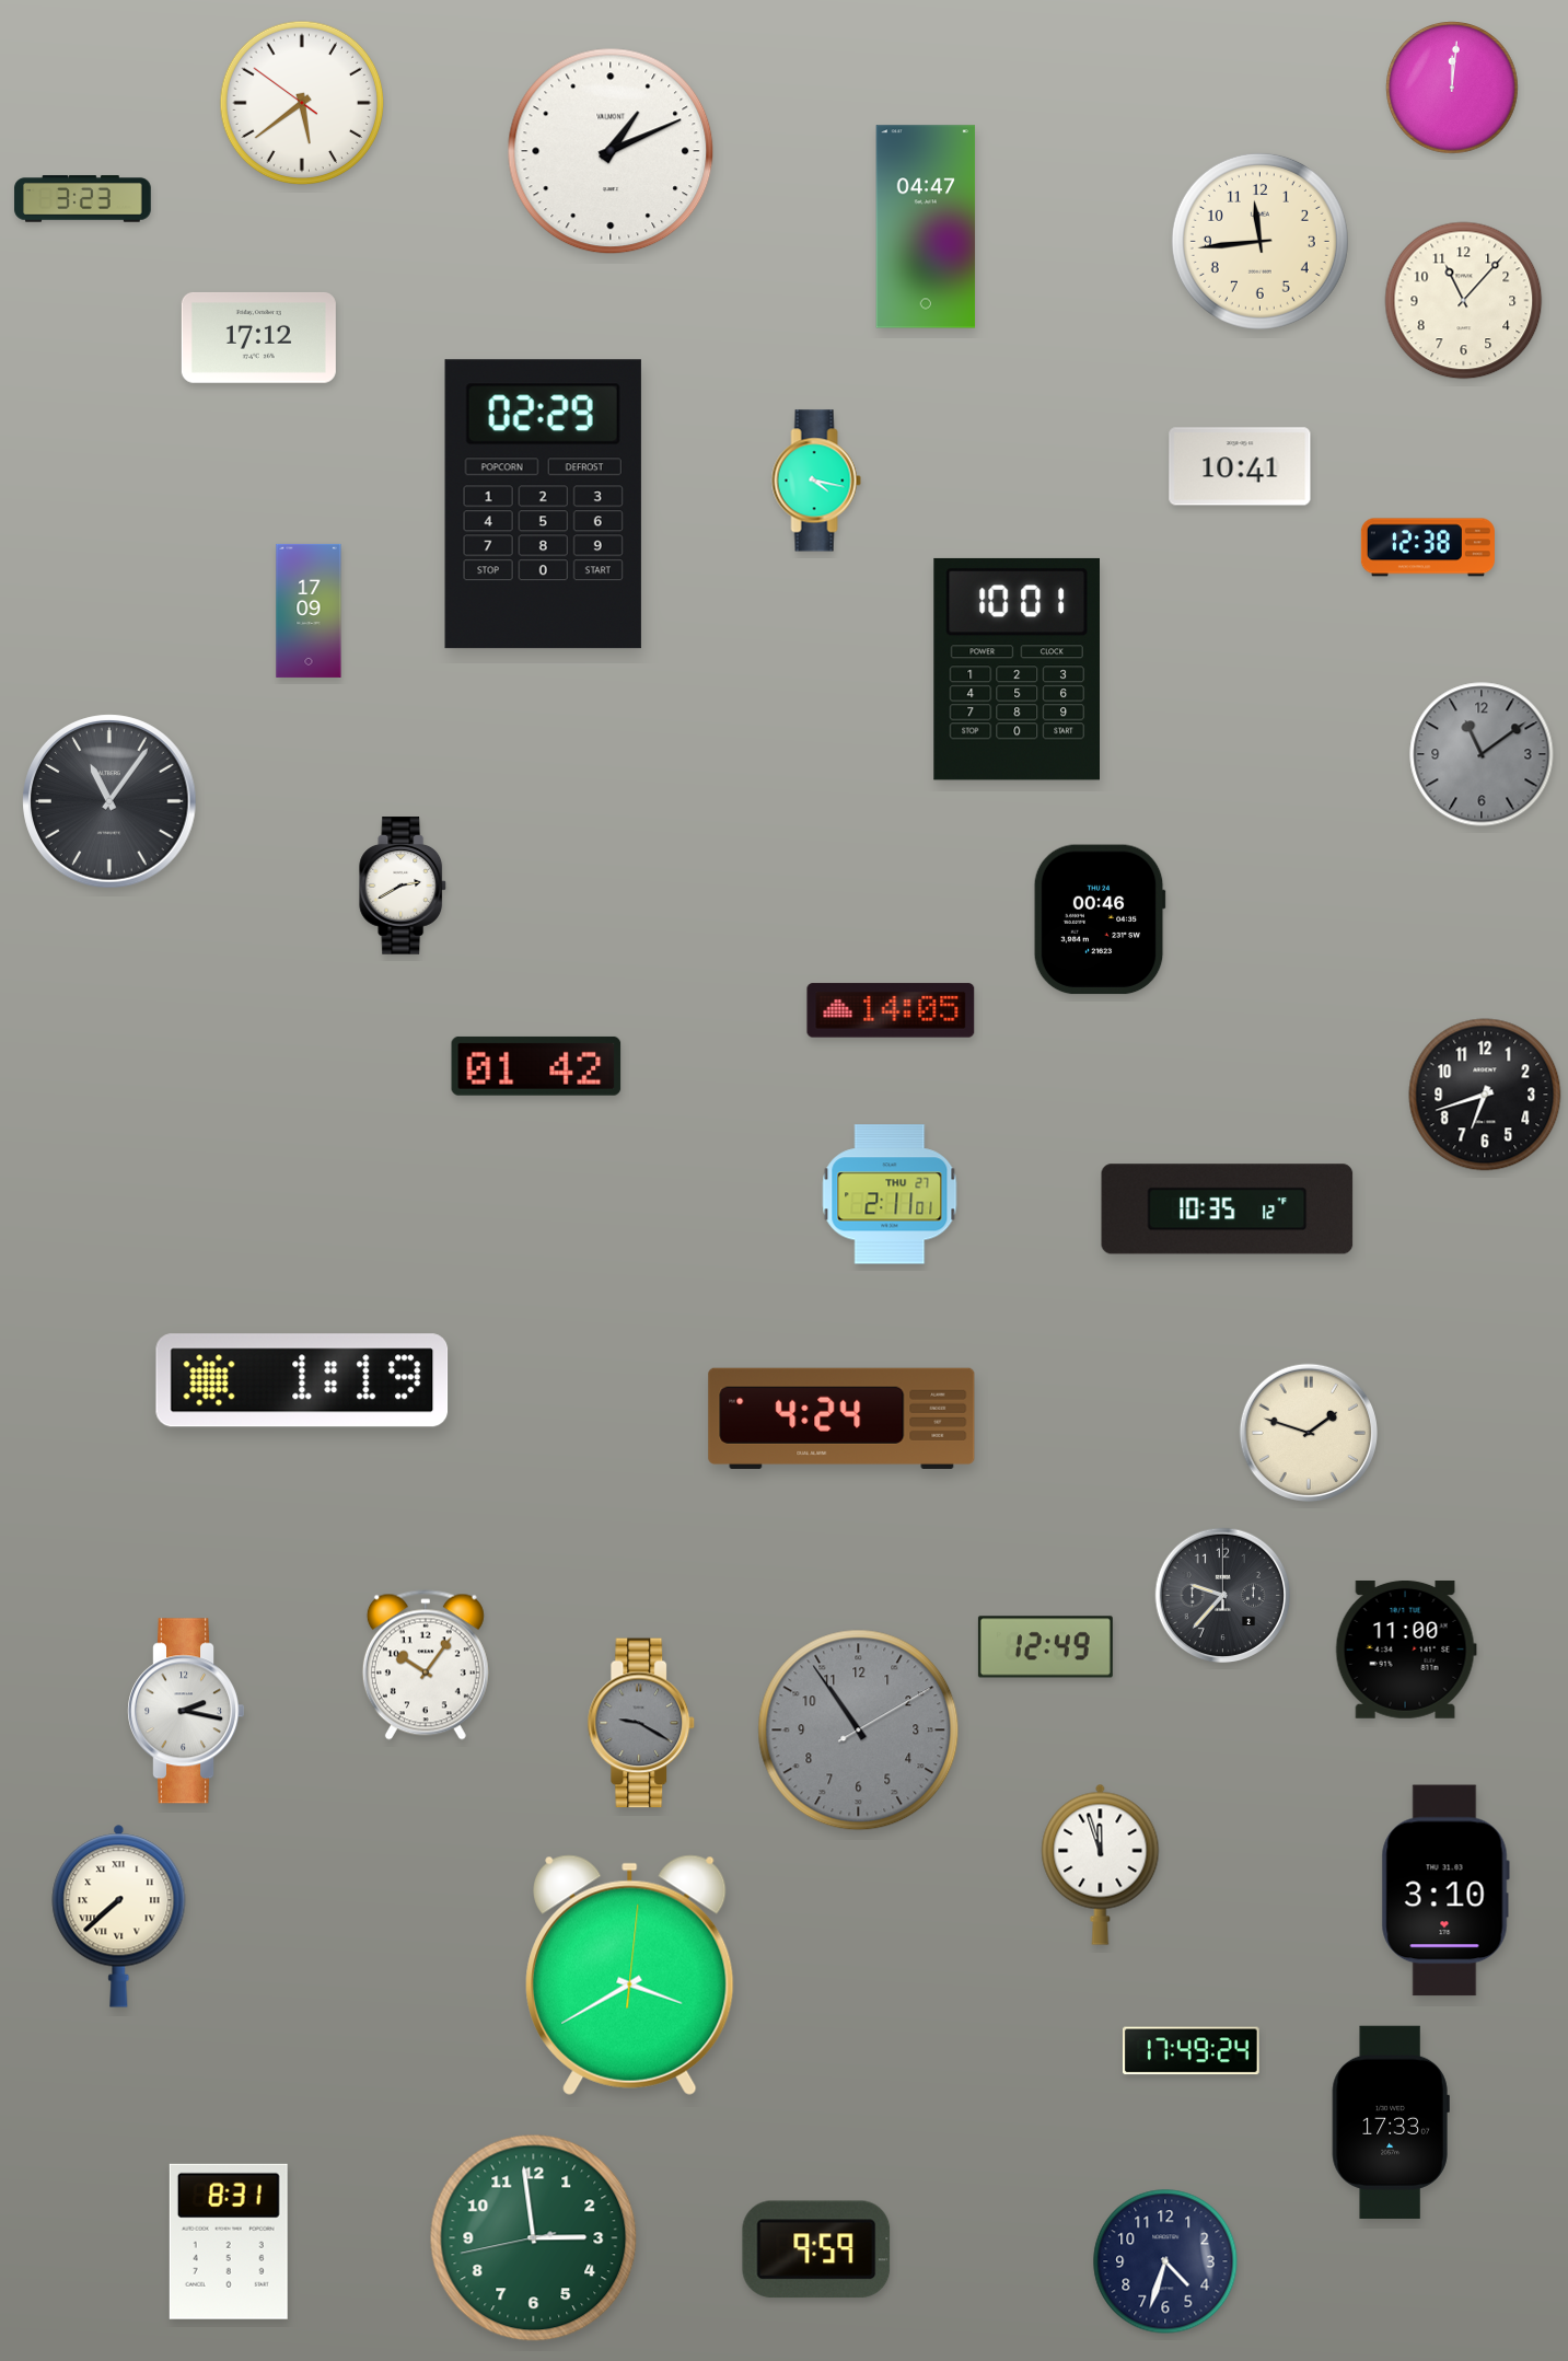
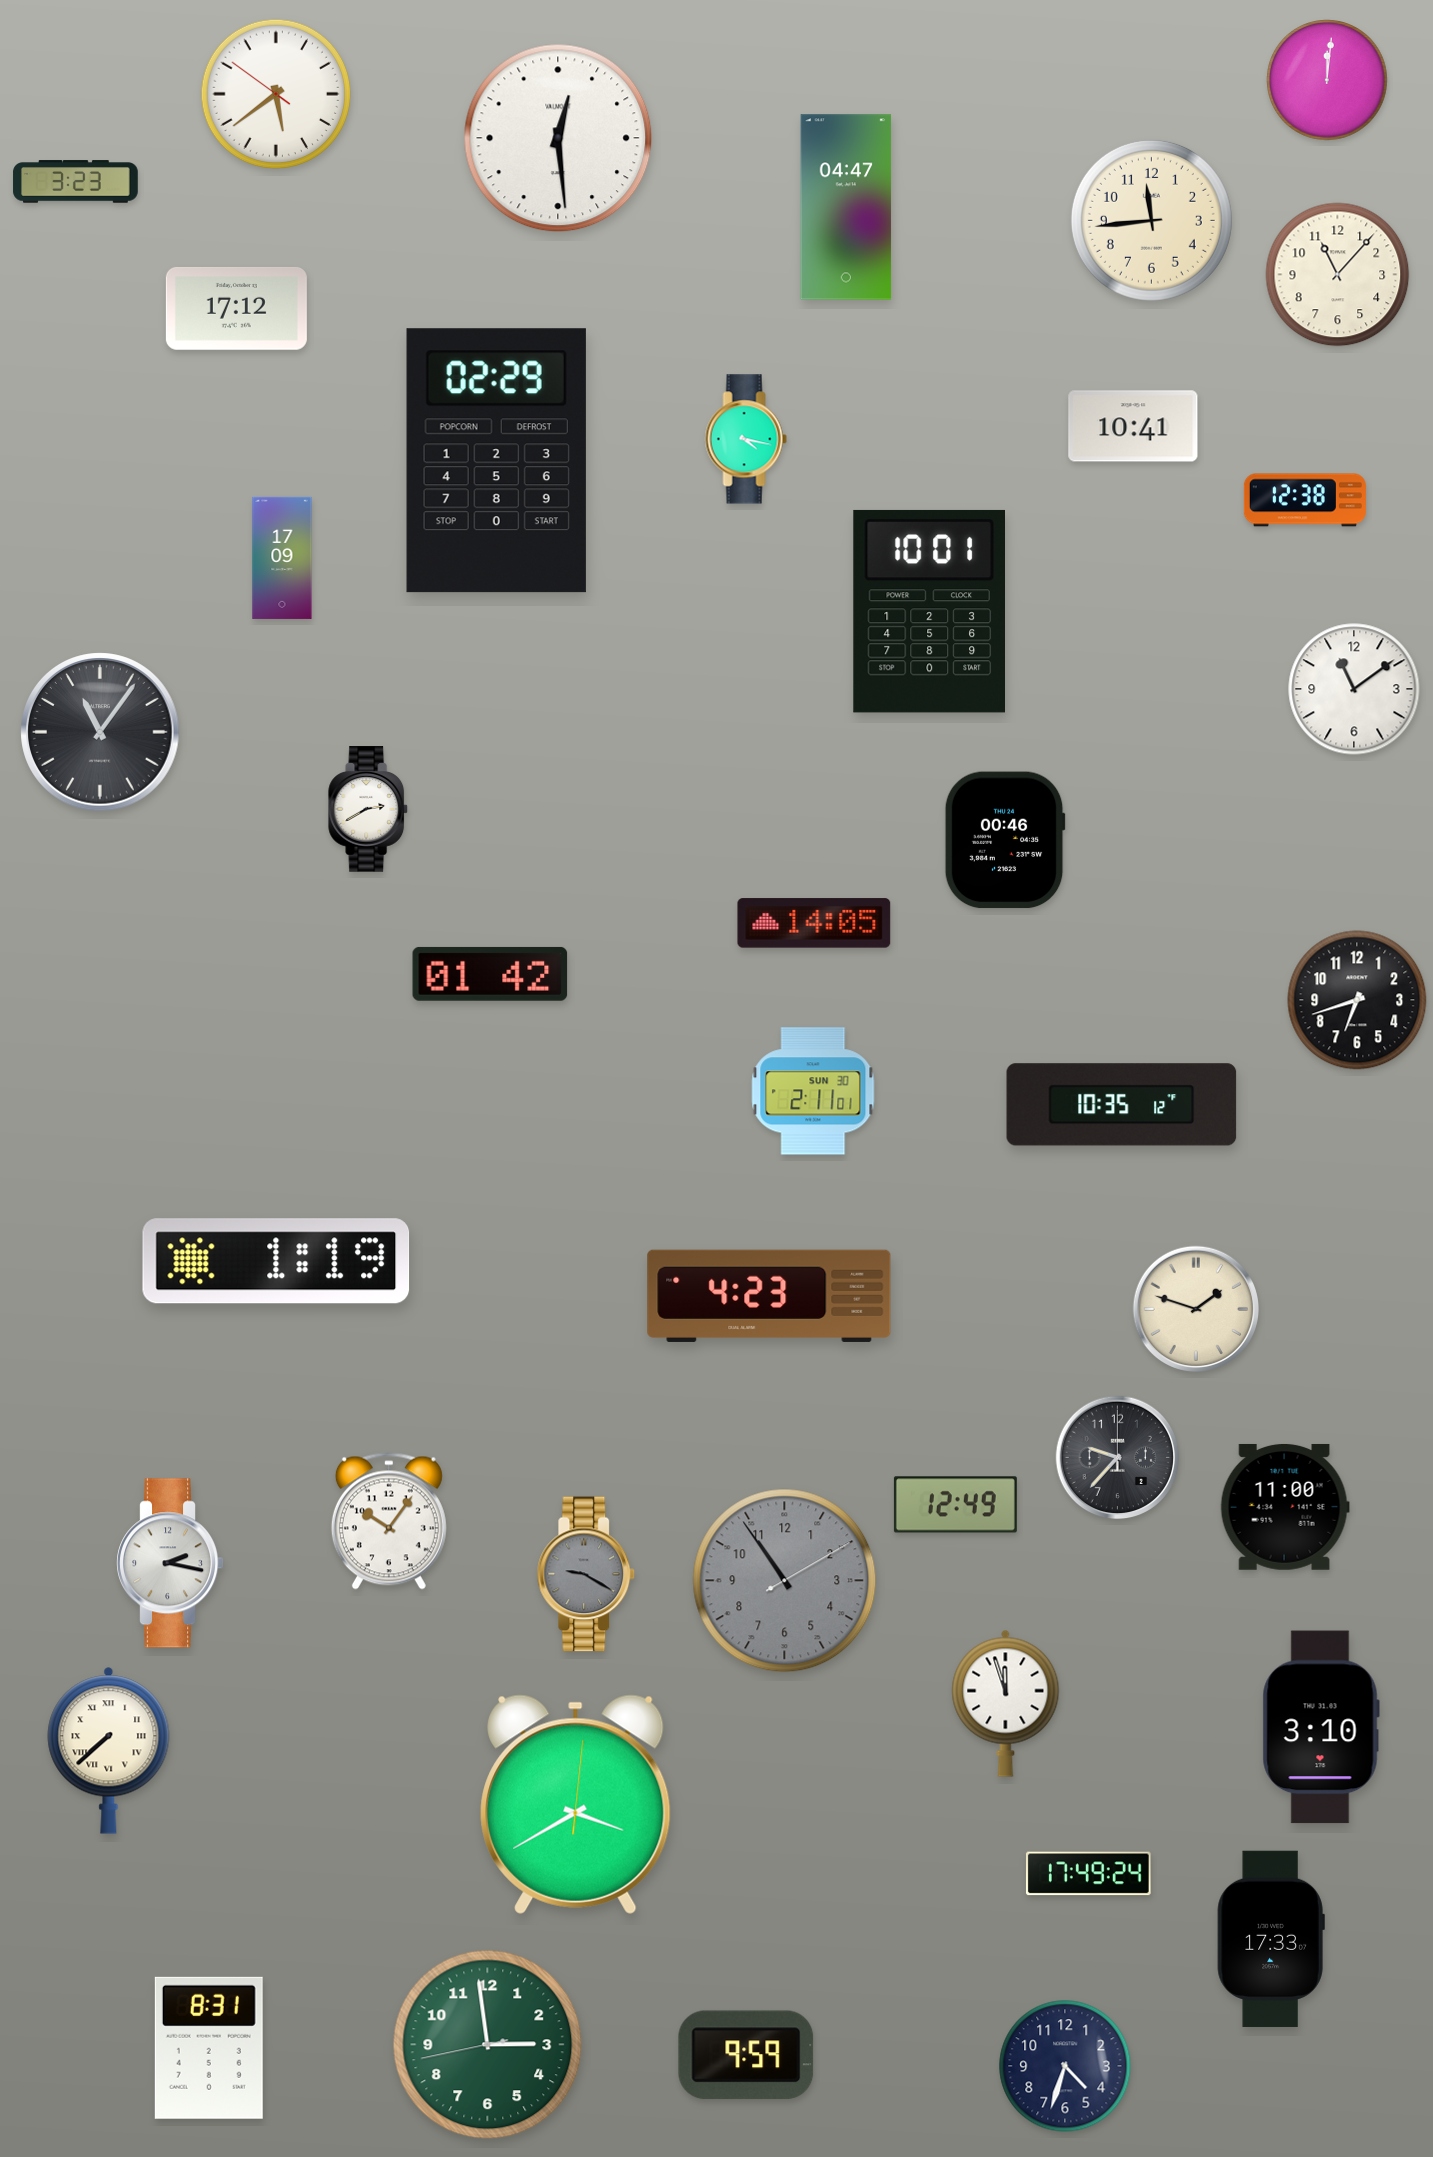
clock at (611, 151): 1:11 -> 12:29
clock at (1482, 754) dial: grey -> white
clock at (890, 1194) date: THU 27 -> SUN 30
clock at (841, 1419): 4:24 -> 4:23
